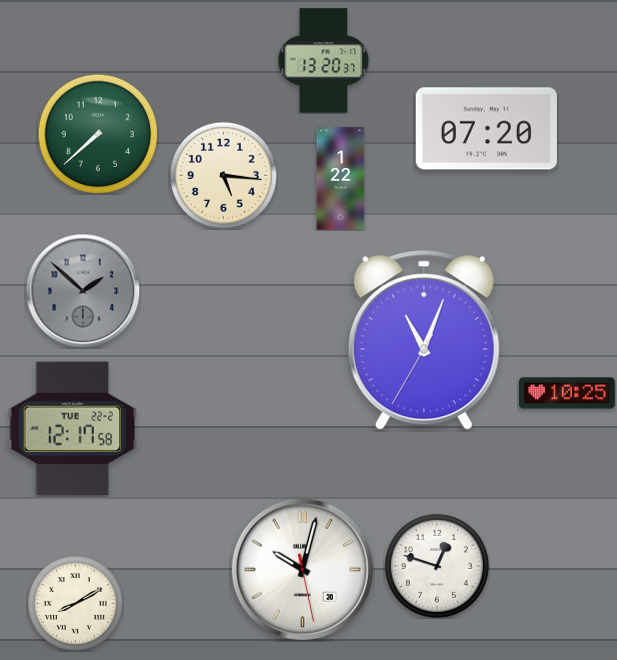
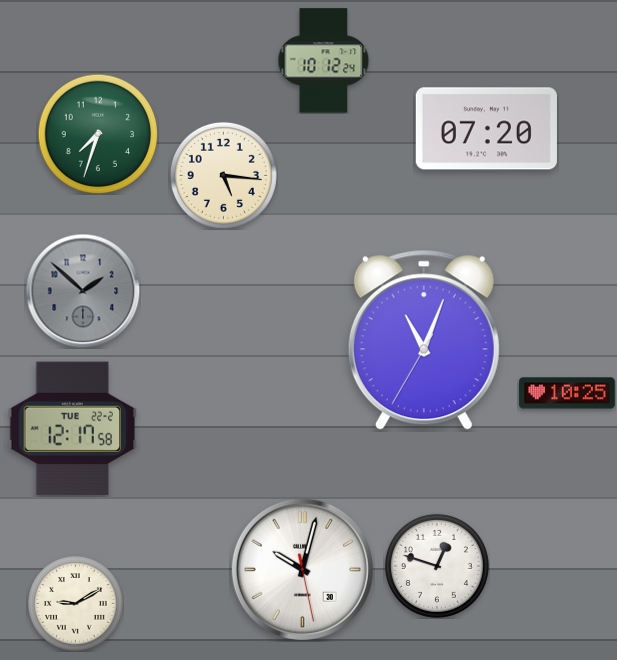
clock at (324, 61): 13:20 -> 10:12
clock at (98, 134): 7:38 -> 7:33
clock at (341, 179): 1:22 -> none
clock at (75, 603): 8:10 -> 9:10
